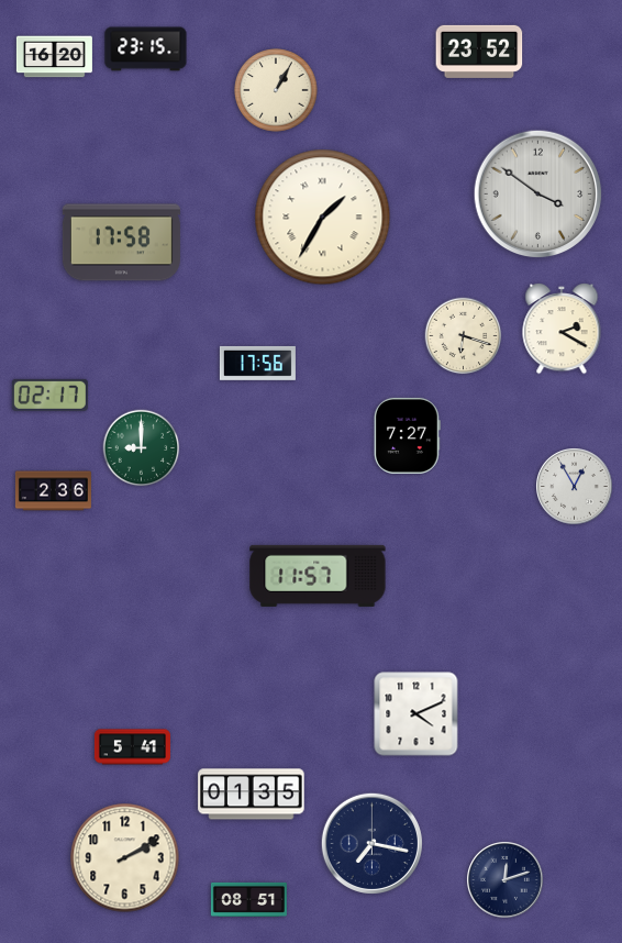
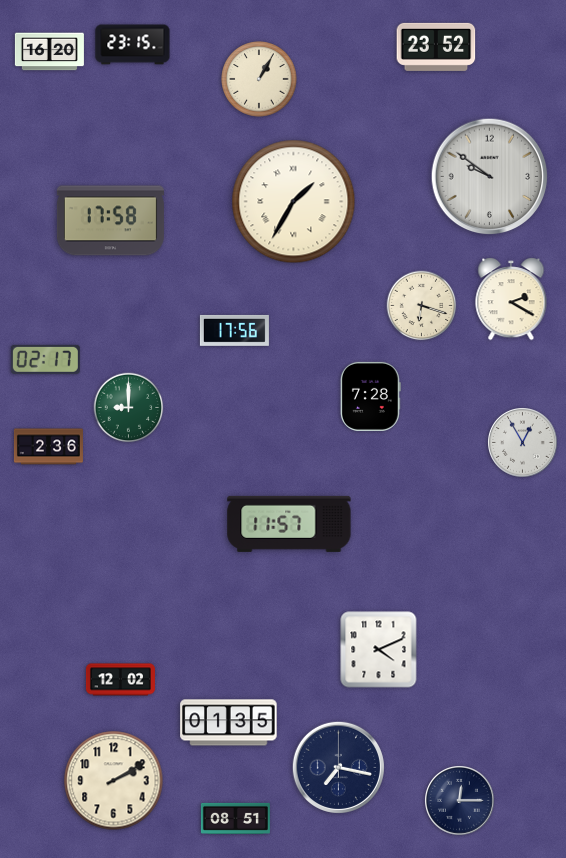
clock at (276, 90) position: (276, 90) -> (259, 79)
clock at (538, 195): 3:51 -> 9:51
clock at (323, 218) position: (323, 218) -> (294, 202)
clock at (407, 435): 7:27 -> 7:28
clock at (132, 747): 5:41 -> 12:02
clock at (506, 880): 12:12 -> 12:15
clock at (248, 899) position: (248, 899) -> (235, 818)
